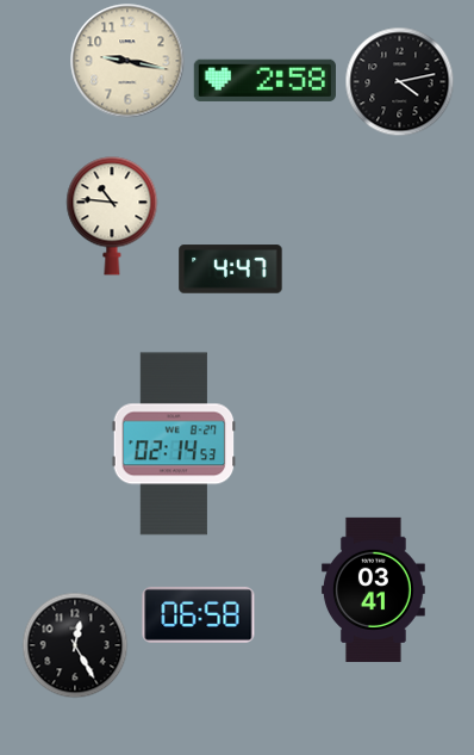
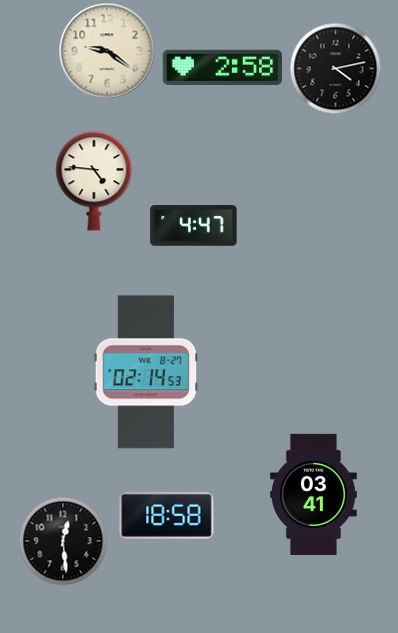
clock at (127, 61): 9:17 -> 9:21
clock at (112, 216): 10:46 -> 4:46
clock at (199, 614): 06:58 -> 18:58
clock at (75, 645): 12:25 -> 12:29
